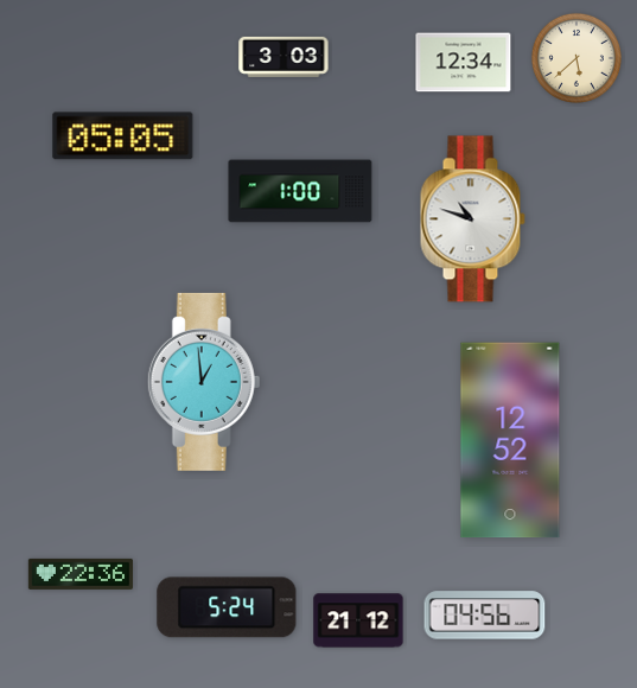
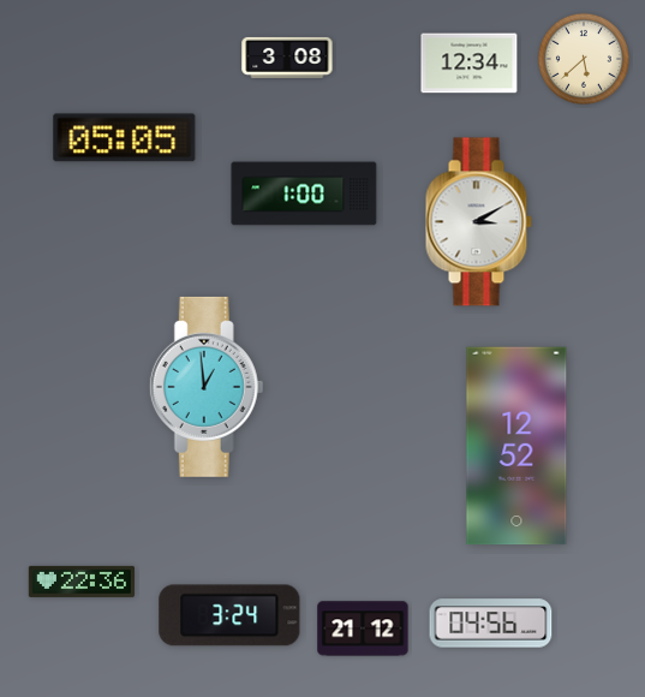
clock at (284, 57): 3:03 -> 3:08
clock at (472, 219): 10:48 -> 3:10
clock at (227, 607): 5:24 -> 3:24
